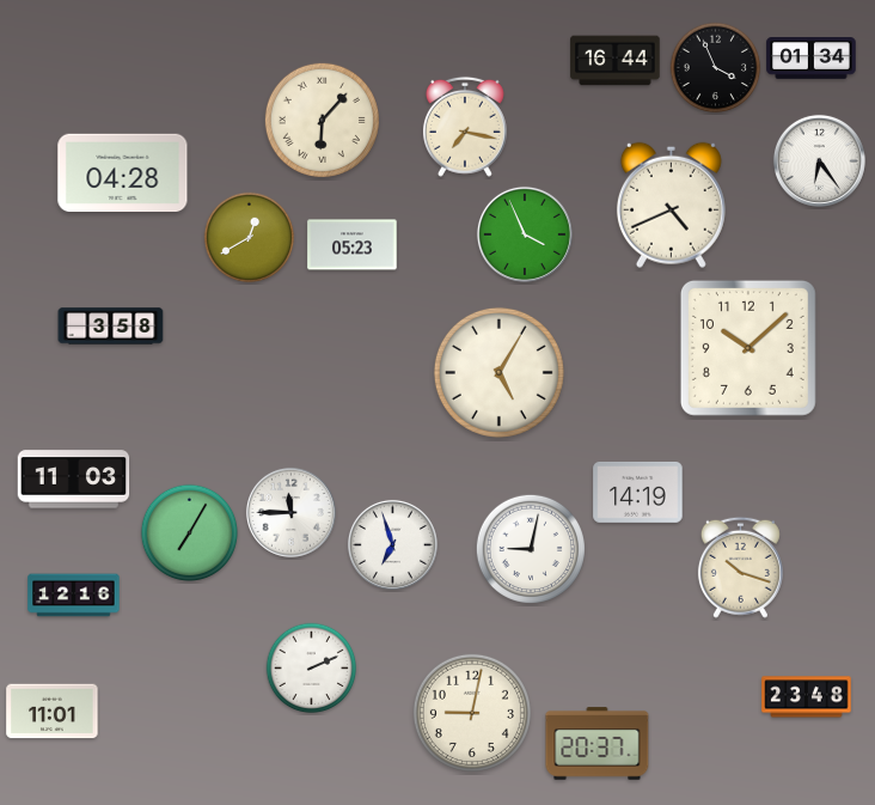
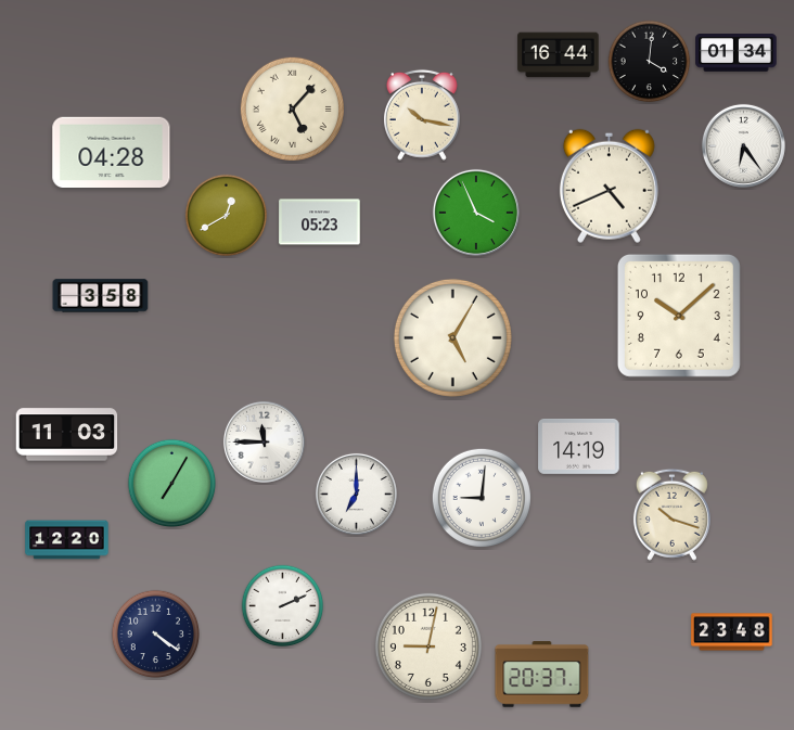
clock at (716, 68): 3:56 -> 4:01
clock at (322, 120): 6:07 -> 5:07
clock at (465, 127): 7:17 -> 10:17
clock at (123, 172) position: (123, 172) -> (112, 152)
clock at (290, 512) position: (290, 512) -> (264, 441)
clock at (392, 544): 6:57 -> 7:00
clock at (531, 549): 9:02 -> 9:01
clock at (74, 596): 12:16 -> 12:20
clock at (156, 635): none -> 4:21
clock at (53, 712): 11:01 -> none
